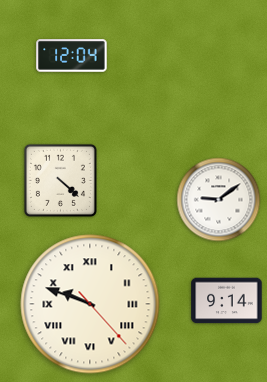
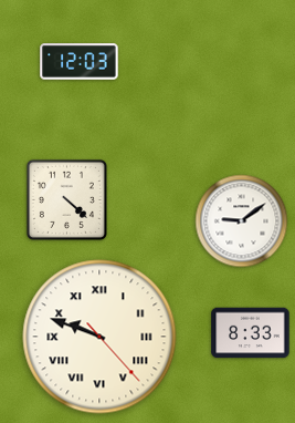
clock at (72, 56): 12:04 -> 12:03
clock at (227, 301): 9:14 -> 8:33
